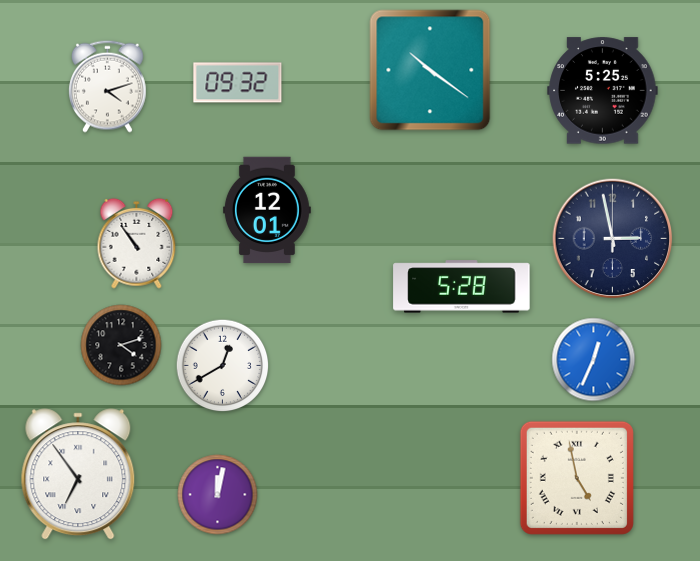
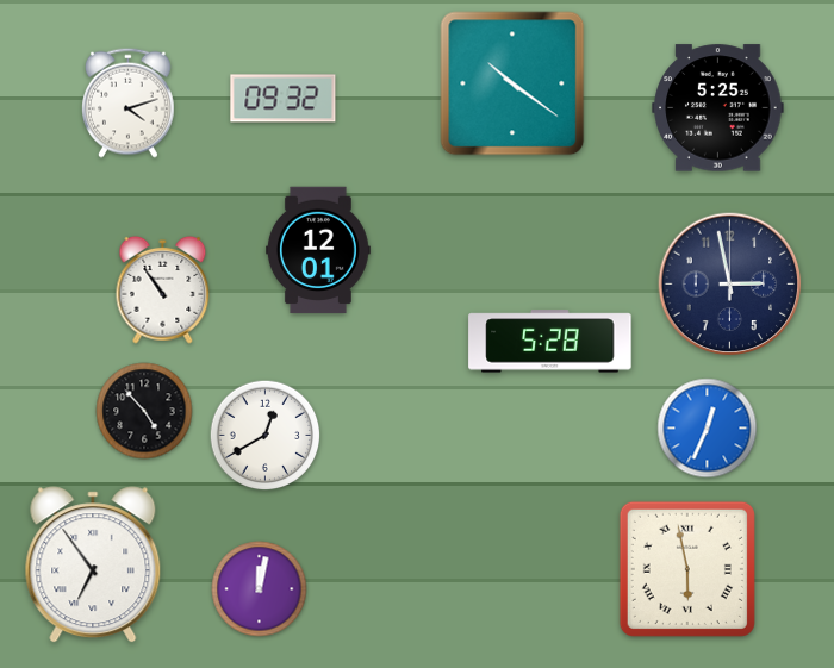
clock at (121, 345): 4:12 -> 4:53
clock at (577, 478): 4:58 -> 5:58
